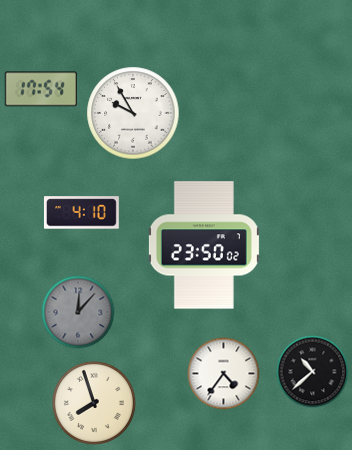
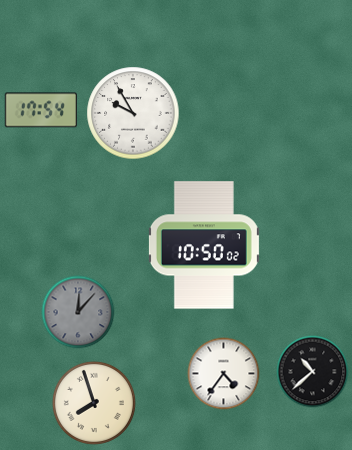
clock at (41, 89) position: (41, 89) -> (41, 110)
clock at (81, 213): 4:10 -> none
clock at (204, 245): 23:50 -> 10:50
